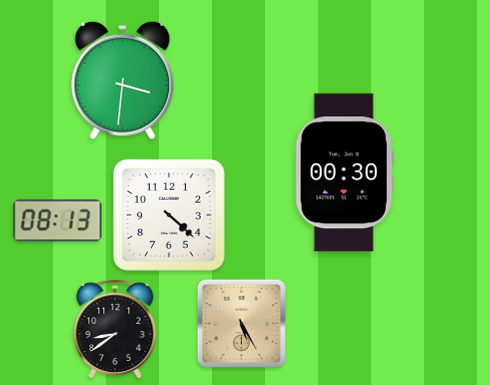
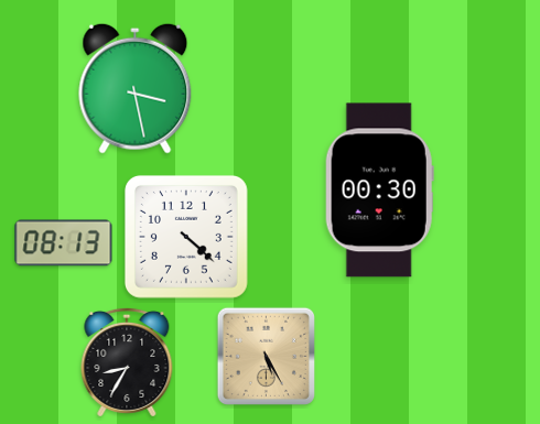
clock at (123, 80): 3:31 -> 3:28
clock at (115, 329): 8:39 -> 8:35
